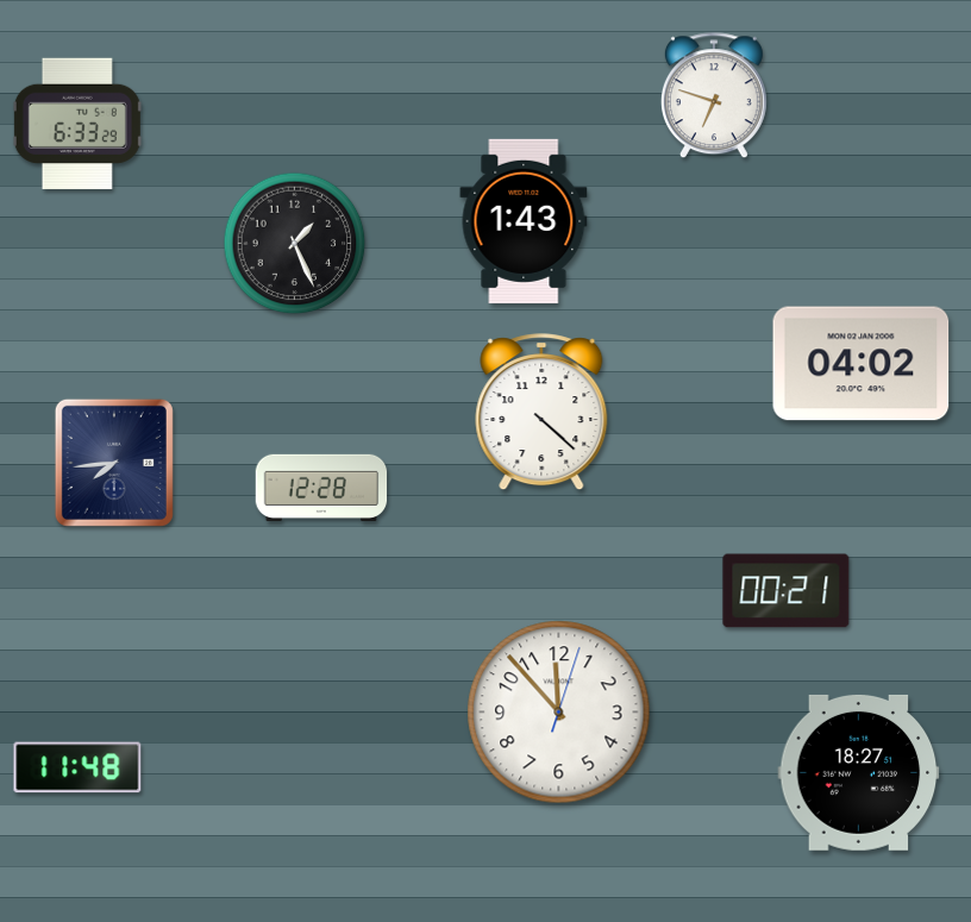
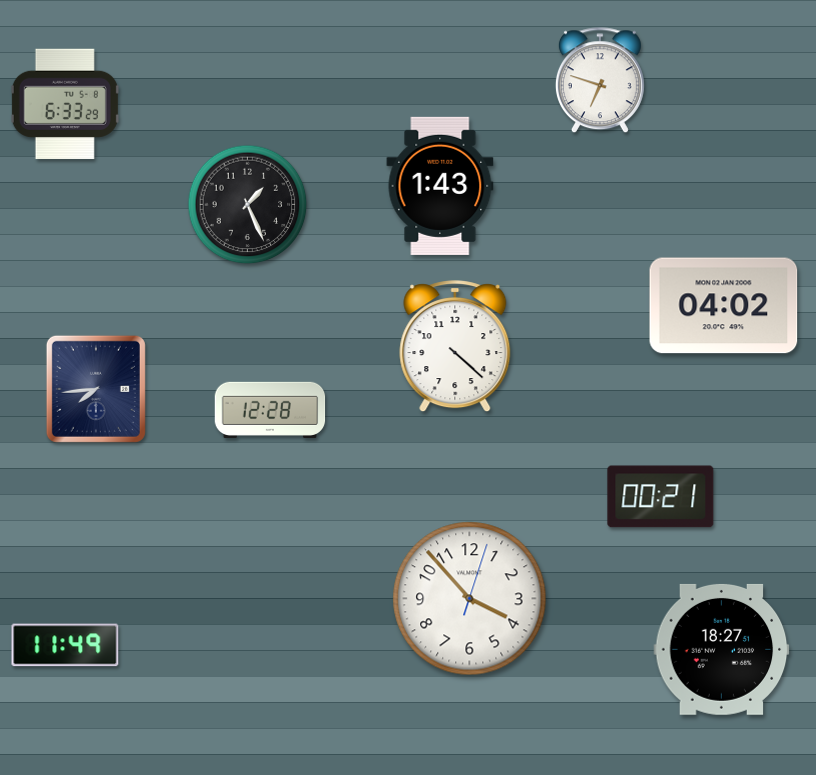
clock at (559, 713): 11:53 -> 3:53
clock at (77, 767): 11:48 -> 11:49
